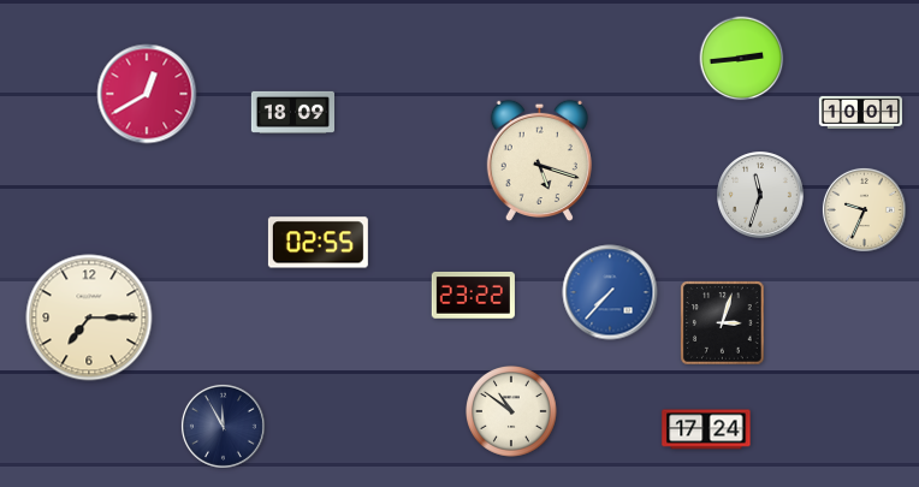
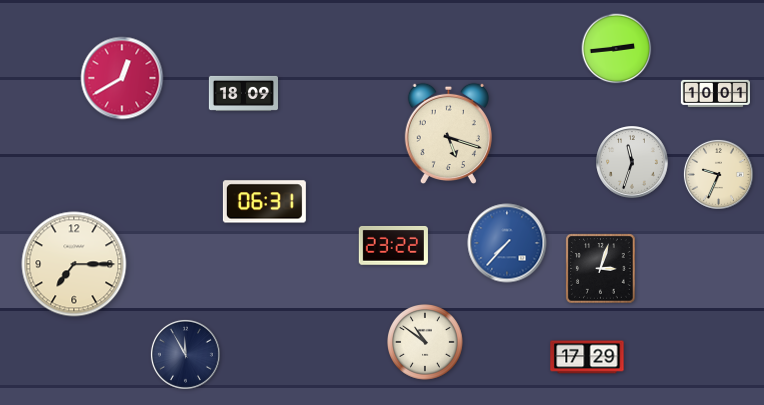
clock at (318, 243): 02:55 -> 06:31
clock at (706, 429): 17:24 -> 17:29
